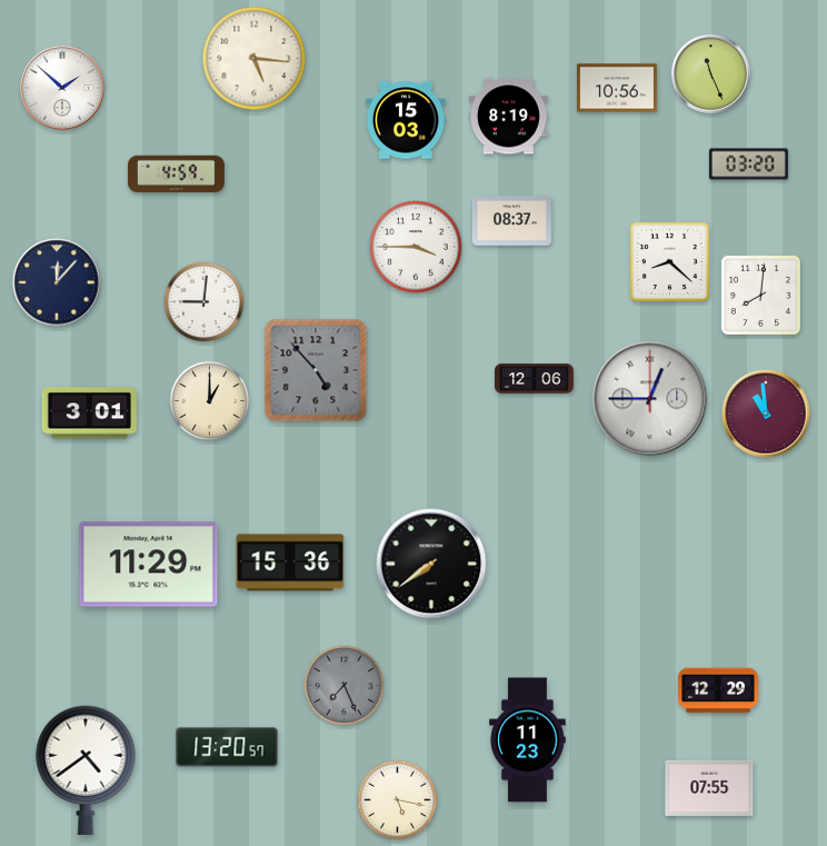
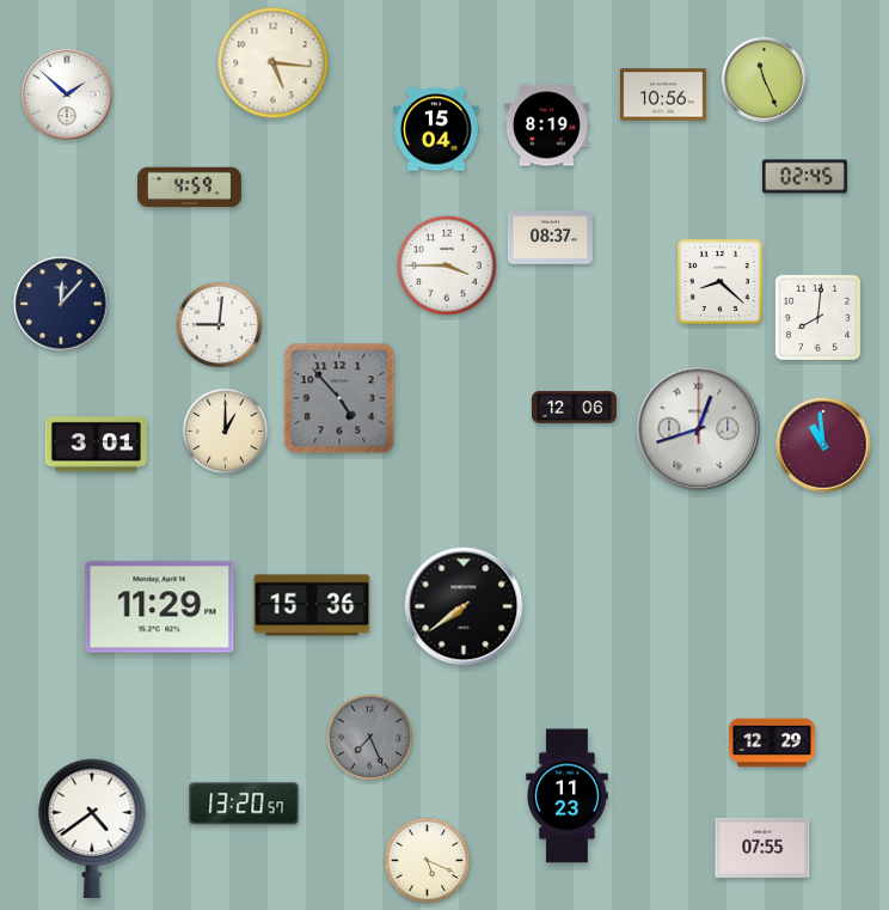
clock at (407, 120): 15:03 -> 15:04
clock at (748, 165): 03:20 -> 02:45
clock at (650, 399): 12:45 -> 12:42
clock at (398, 800): 5:17 -> 5:19
